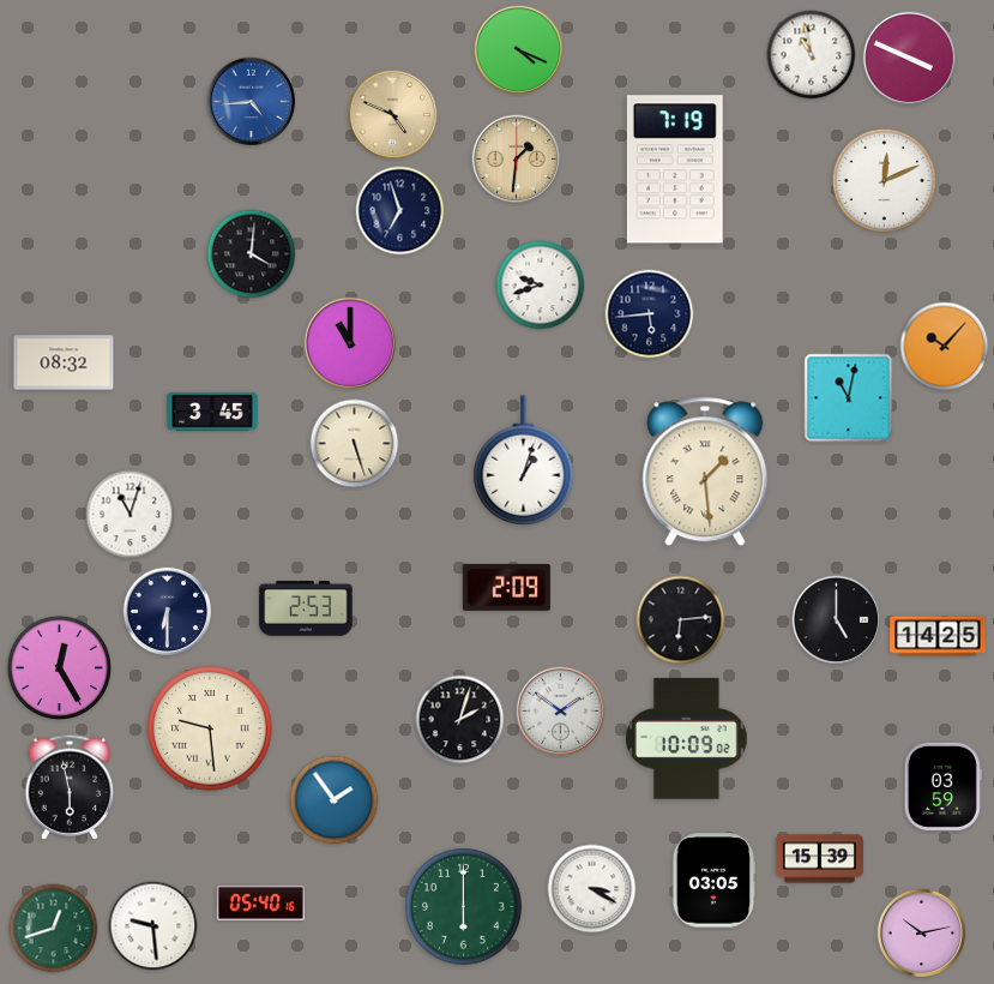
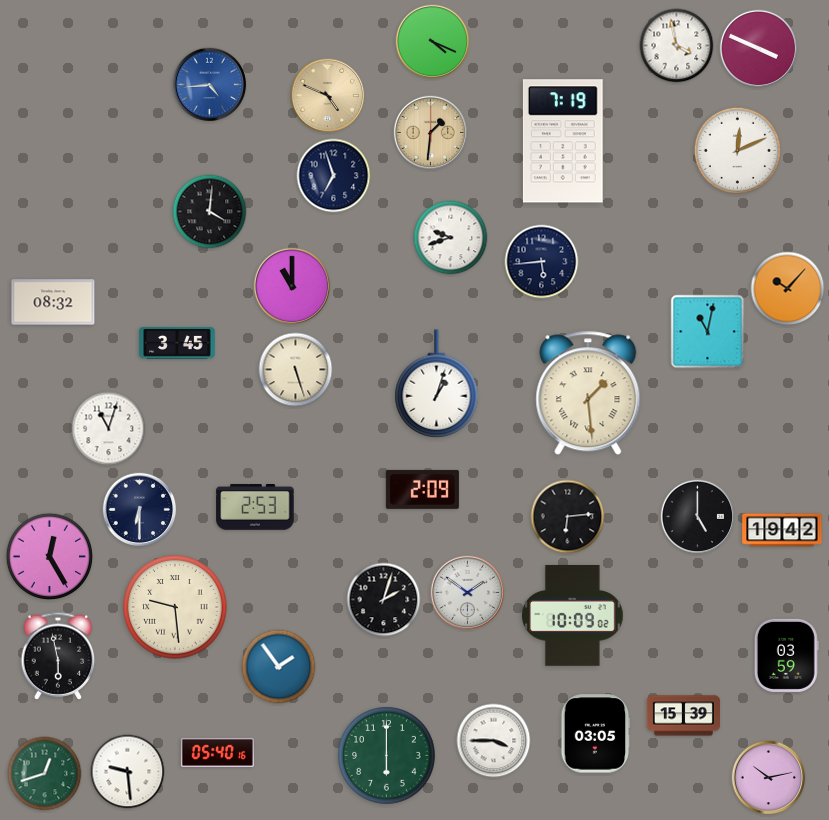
clock at (812, 55): 10:58 -> 3:58
clock at (938, 636): 14:25 -> 19:42
clock at (592, 889): 3:20 -> 3:45
